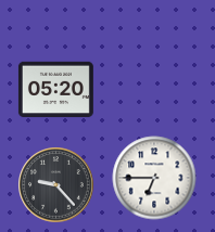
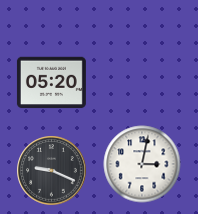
clock at (154, 178): 6:45 -> 3:02
clock at (56, 185): 9:23 -> 9:19
